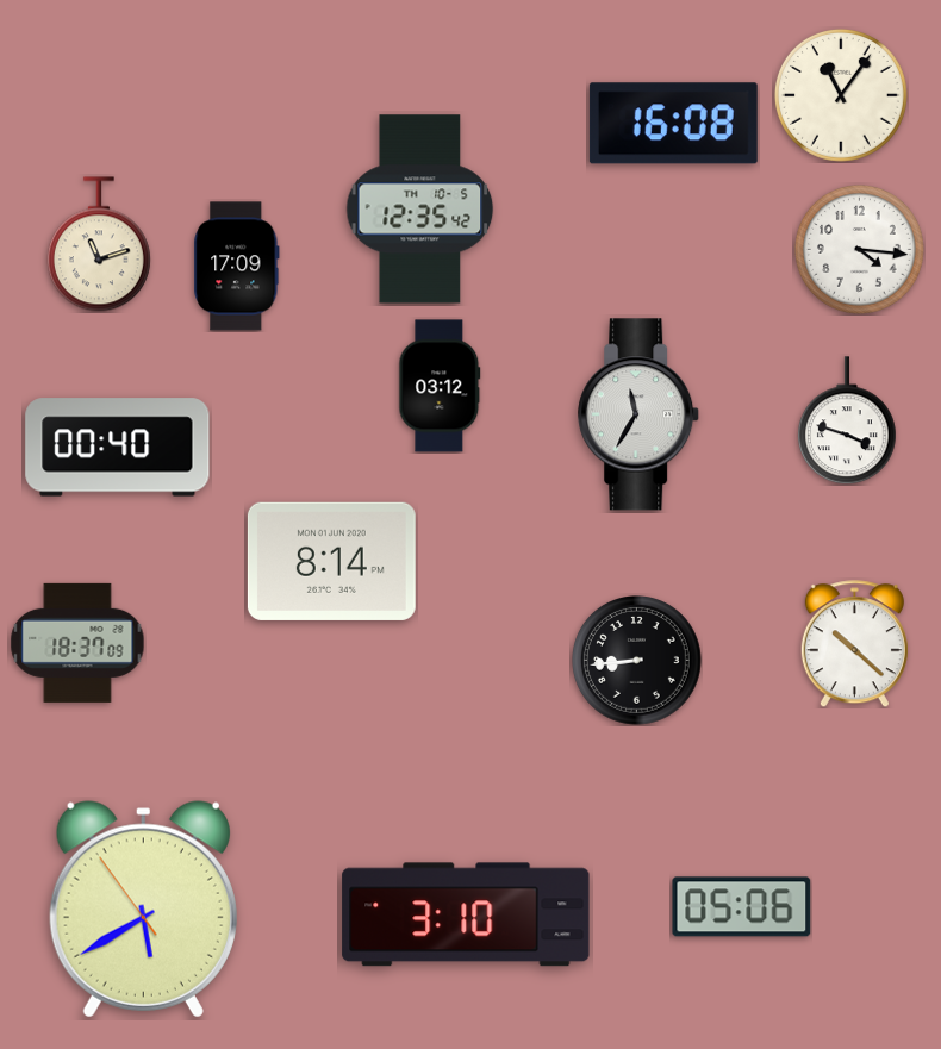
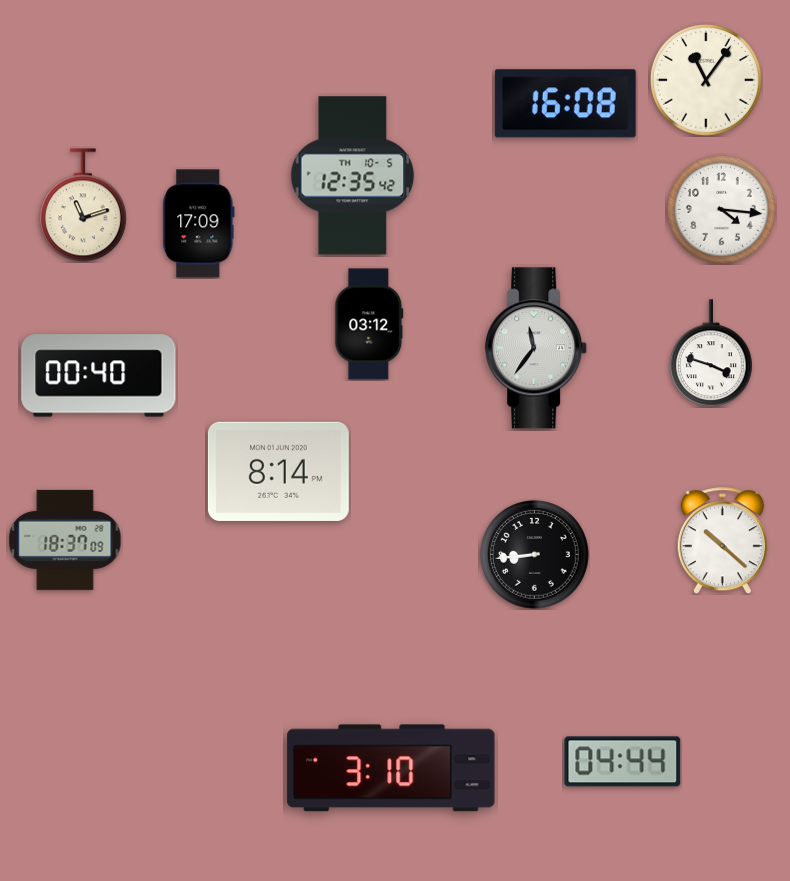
clock at (640, 414): 11:35 -> 11:36
clock at (854, 644) position: (854, 644) -> (722, 541)
clock at (742, 907): 05:06 -> 04:44
clock at (143, 910): 5:39 -> none
